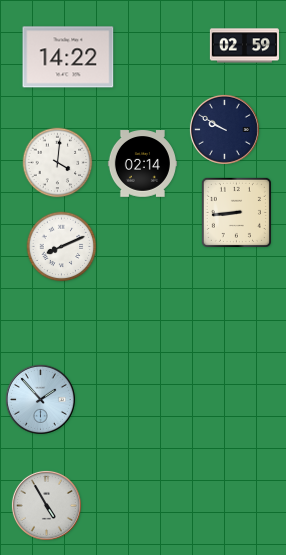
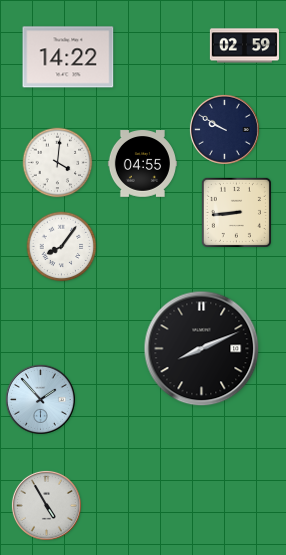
clock at (142, 164): 02:14 -> 04:55
clock at (62, 247): 8:11 -> 8:06
clock at (202, 349): none -> 8:11
